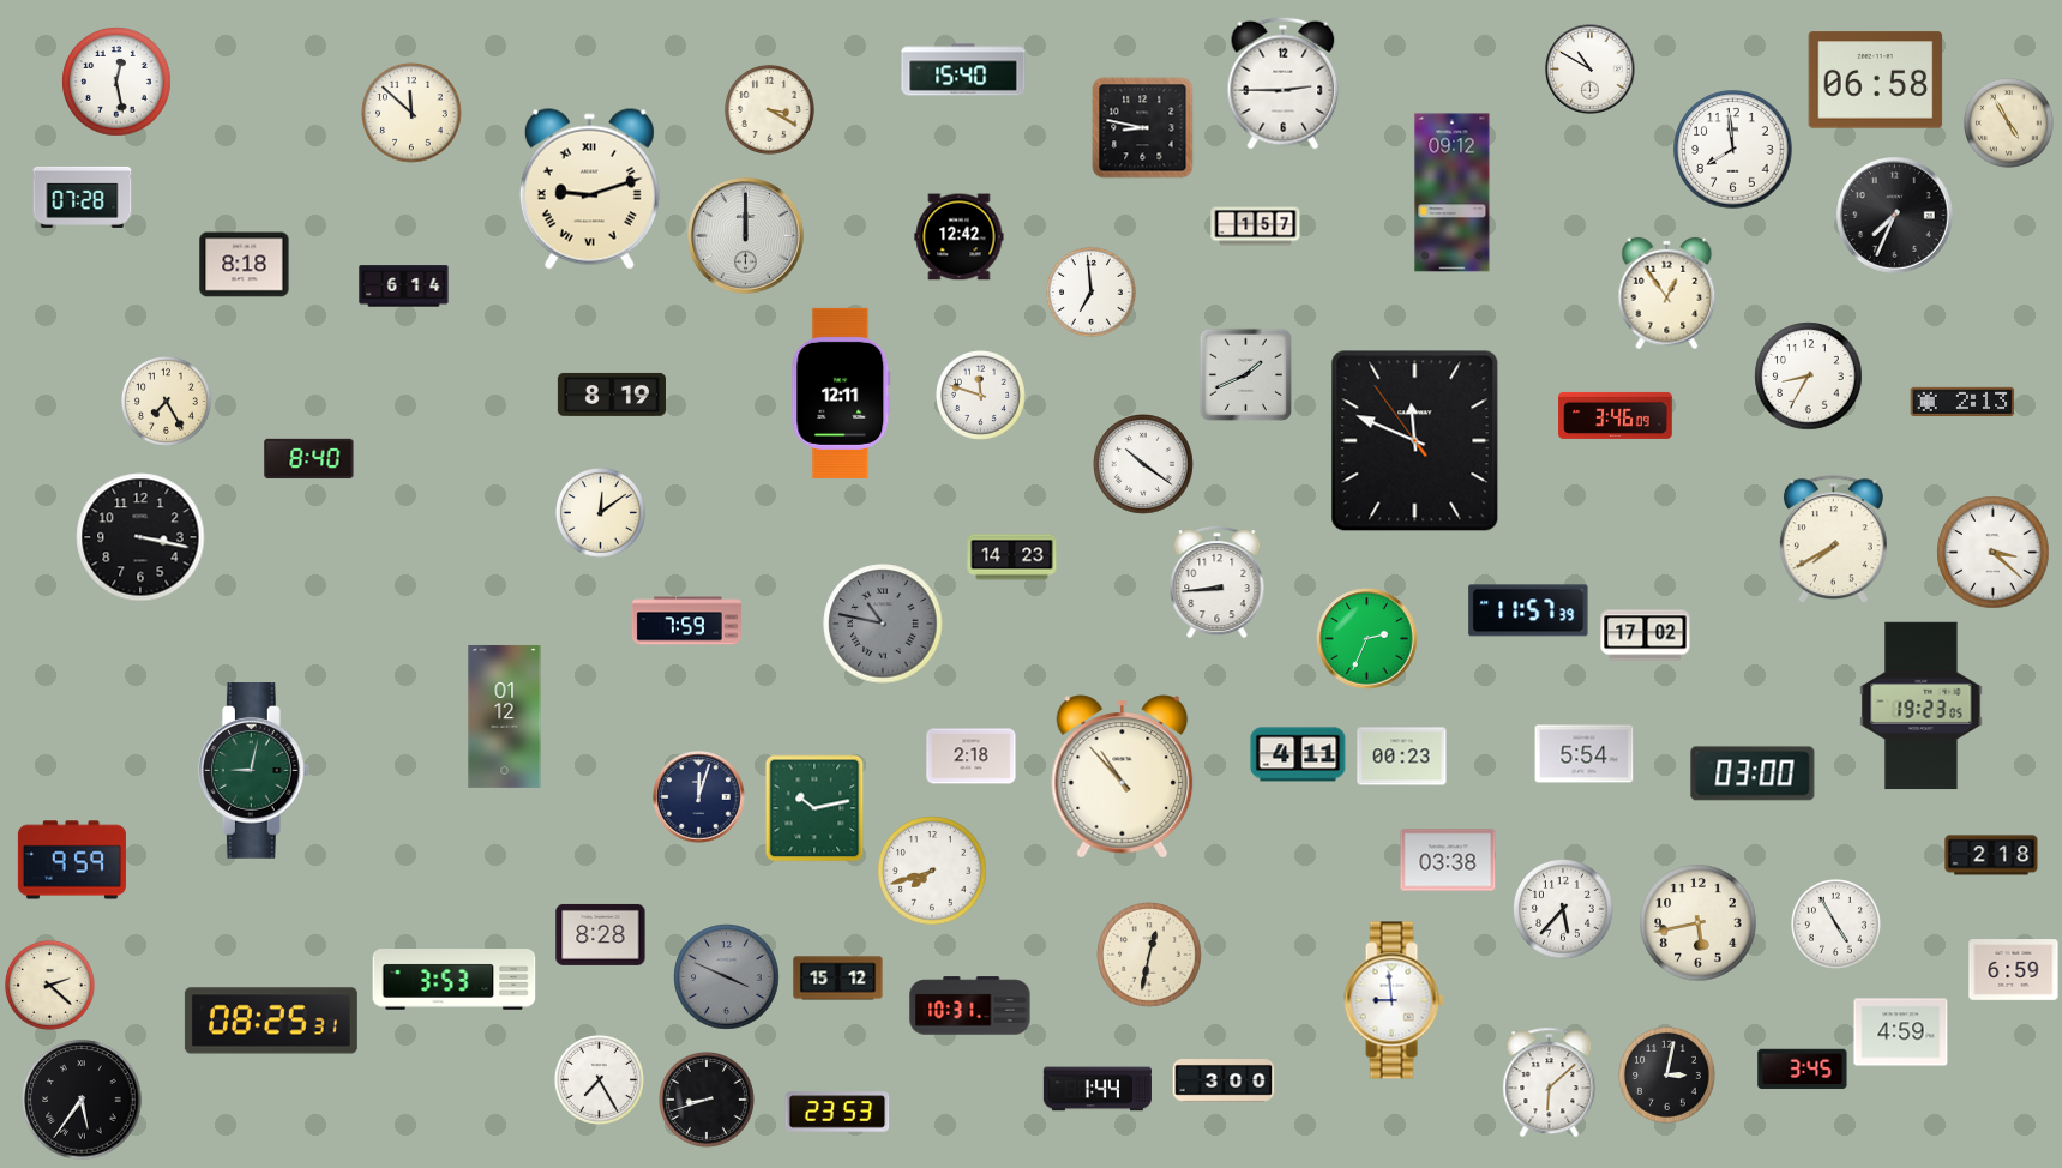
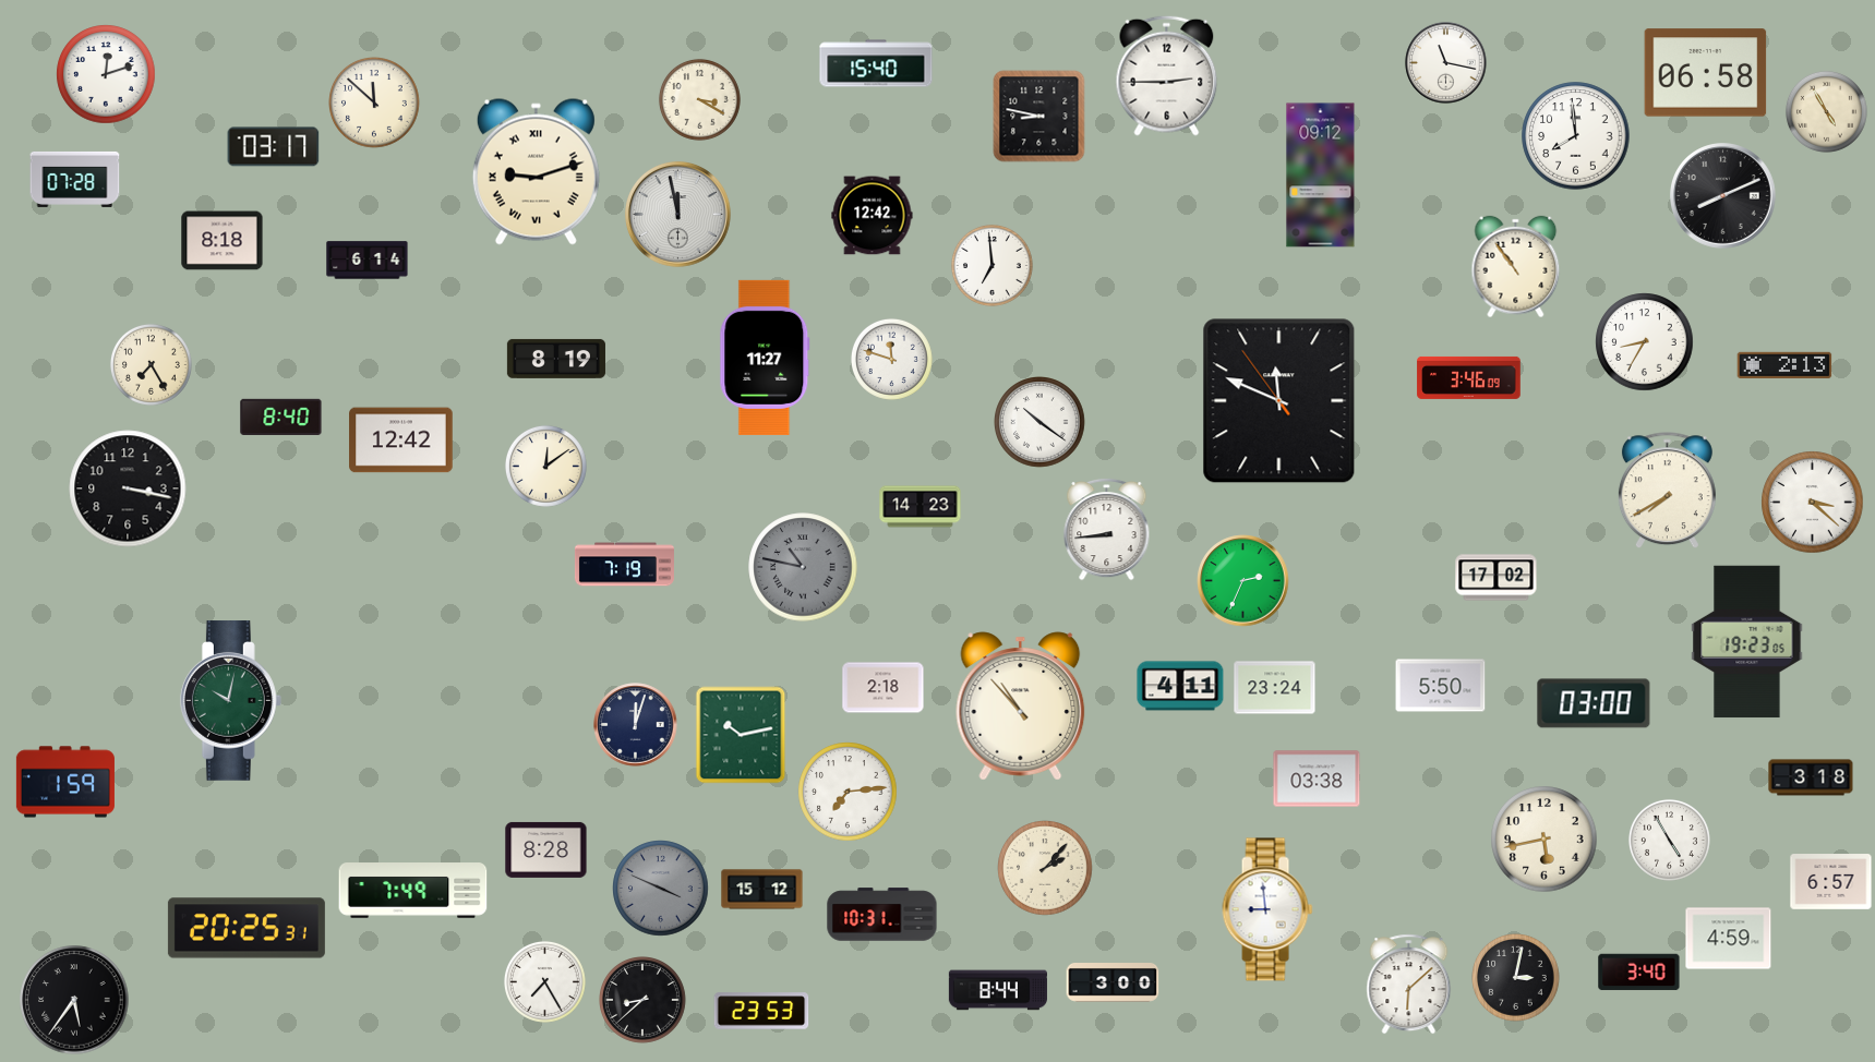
clock at (1591, 70): 10:50 -> 11:17
clock at (116, 82): 12:28 -> 12:12
clock at (274, 147): none -> 03:17
clock at (1895, 216): 7:34 -> 8:11
clock at (1256, 227): 1:57 -> none
clock at (746, 236): 12:00 -> 11:58
clock at (1667, 294): 12:54 -> 10:54
clock at (1245, 374): 1:41 -> none
clock at (841, 393): 12:11 -> 11:27
clock at (1415, 441) position: (1415, 441) -> (1279, 401)
clock at (401, 441): none -> 12:42
clock at (1528, 610): 11:57 -> none
clock at (686, 621): 7:59 -> 7:19
clock at (505, 716): 01:12 -> none
clock at (1585, 754): 5:54 -> 5:50
clock at (1402, 757): 00:23 -> 23:24
clock at (253, 771): 9:02 -> 10:02
clock at (1991, 855): 2:18 -> 3:18
clock at (72, 860): 9:59 -> 1:59
clock at (1448, 860) position: (1448, 860) -> (1317, 779)
clock at (932, 871): 7:42 -> 7:14
clock at (1563, 909): 5:37 -> none
clock at (1149, 955): 12:32 -> 2:07
clock at (2014, 970): 6:59 -> 6:57
clock at (455, 980): 3:53 -> 7:49
clock at (49, 985): 2:22 -> none
clock at (271, 1021): 08:25 -> 20:25
clock at (1803, 1070): 3:45 -> 3:40
clock at (1098, 1089): 1:44 -> 8:44
clock at (708, 1101): 8:42 -> 8:38
